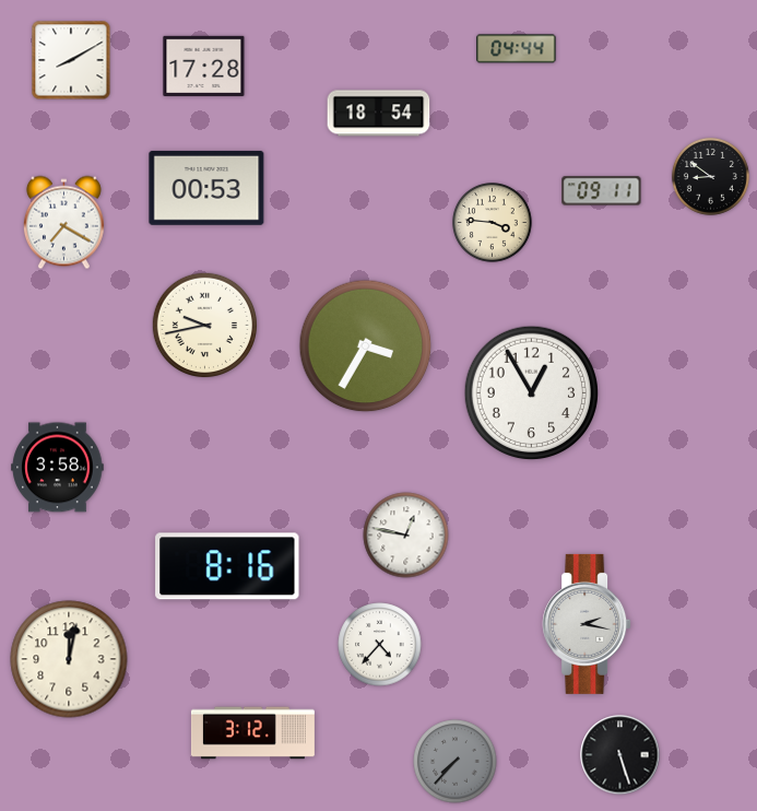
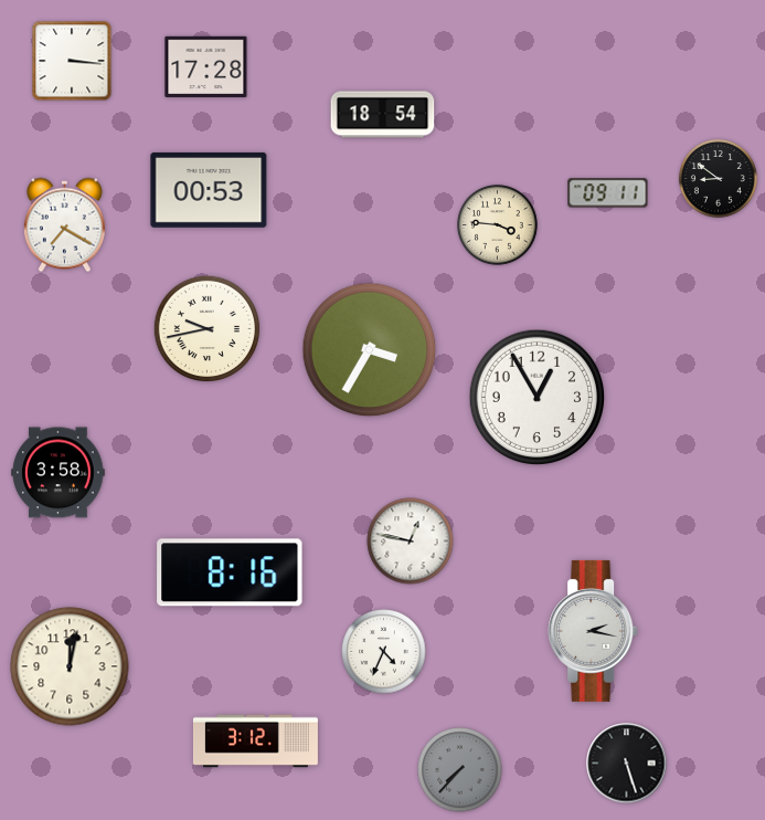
clock at (517, 49): 04:44 -> none
clock at (71, 60): 8:10 -> 3:16
clock at (380, 645): 4:37 -> 4:34
